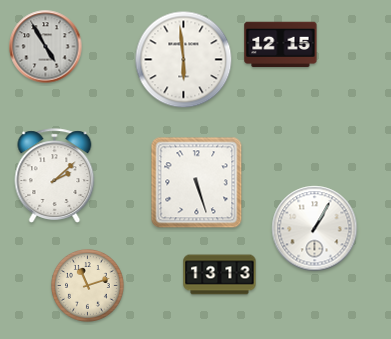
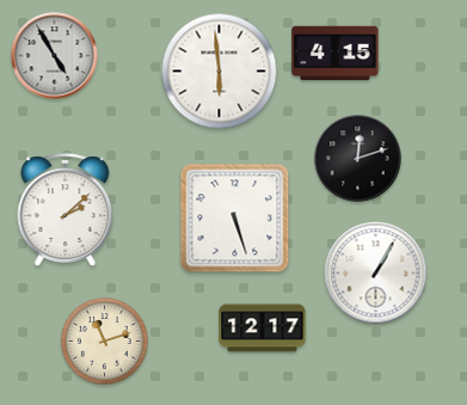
clock at (281, 45): 12:15 -> 4:15
clock at (358, 159): none -> 12:12
clock at (220, 275): 13:13 -> 12:17
